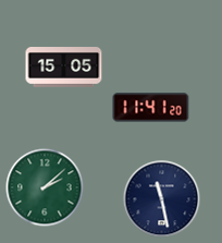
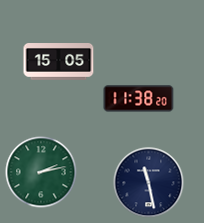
clock at (151, 108): 11:41 -> 11:38
clock at (45, 187): 2:08 -> 2:13
